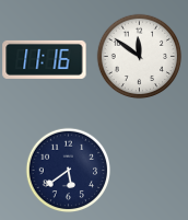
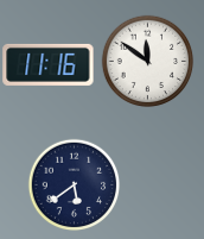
clock at (139, 56) position: (139, 56) -> (147, 61)
